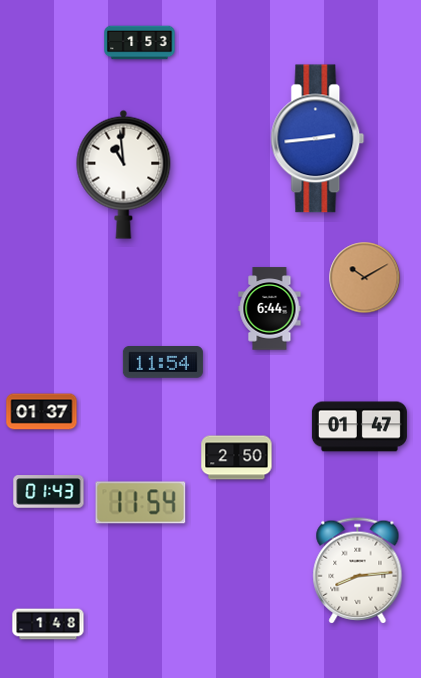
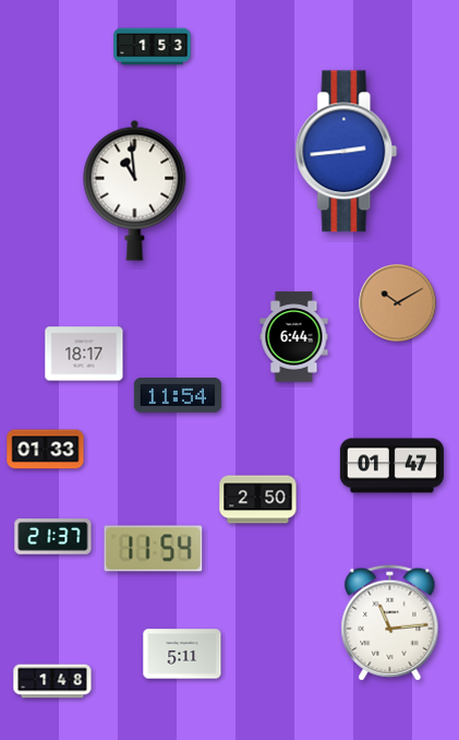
clock at (84, 354): none -> 18:17
clock at (42, 412): 01:37 -> 01:33
clock at (49, 492): 01:43 -> 21:37
clock at (358, 571): 8:14 -> 11:14
clock at (182, 654): none -> 5:11
